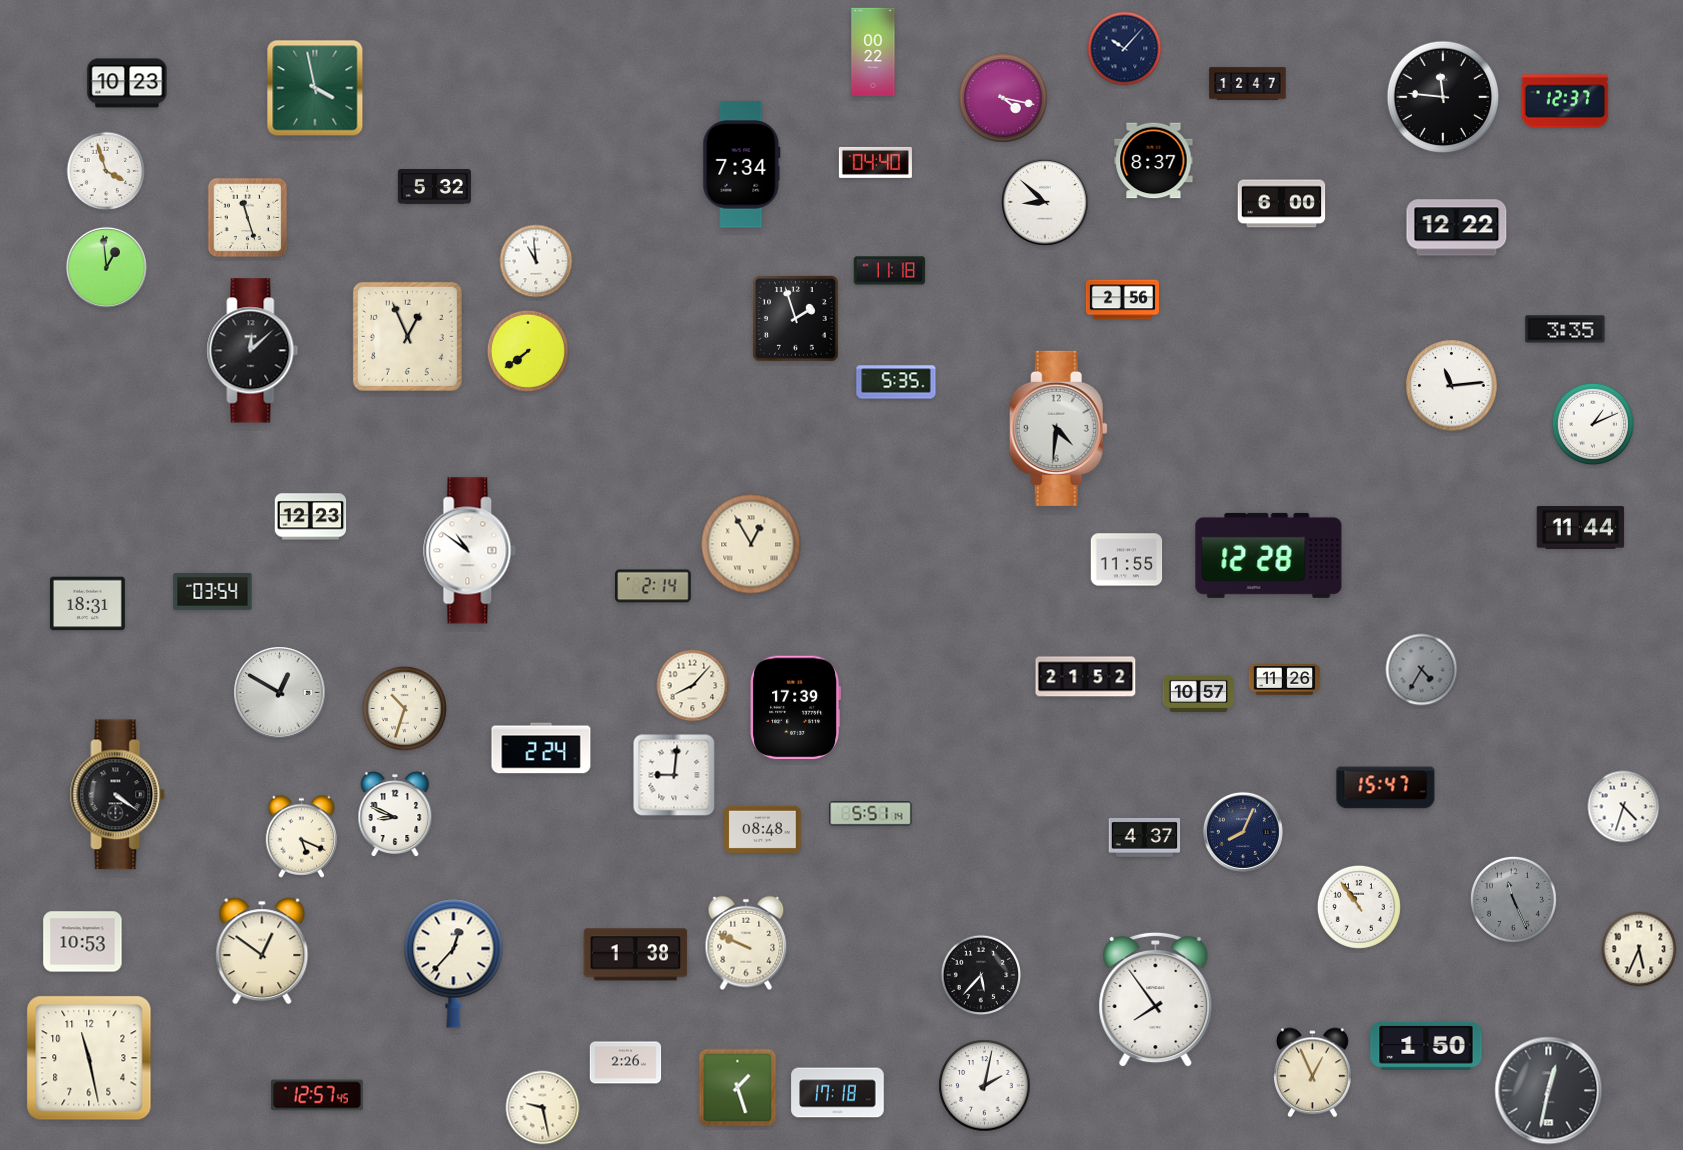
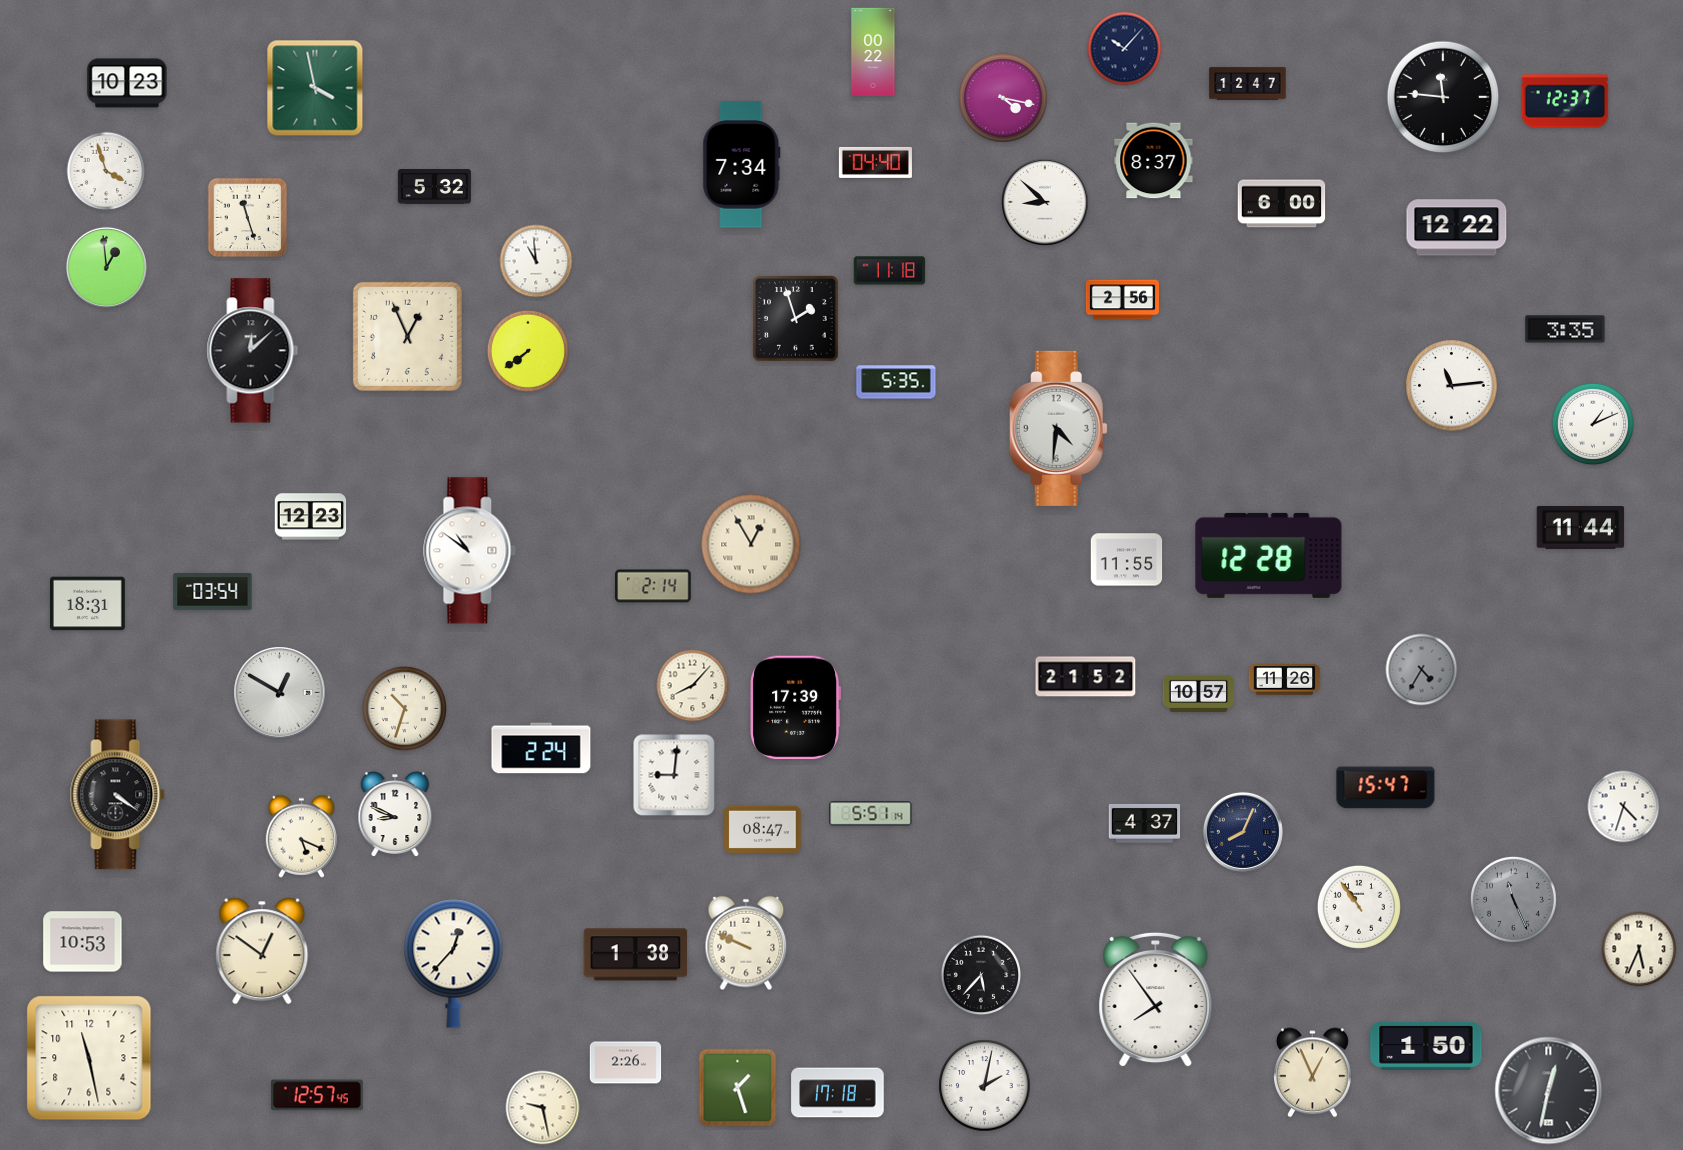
clock at (763, 829): 08:48 -> 08:47
clock at (1145, 837) position: (1145, 837) -> (1145, 823)
